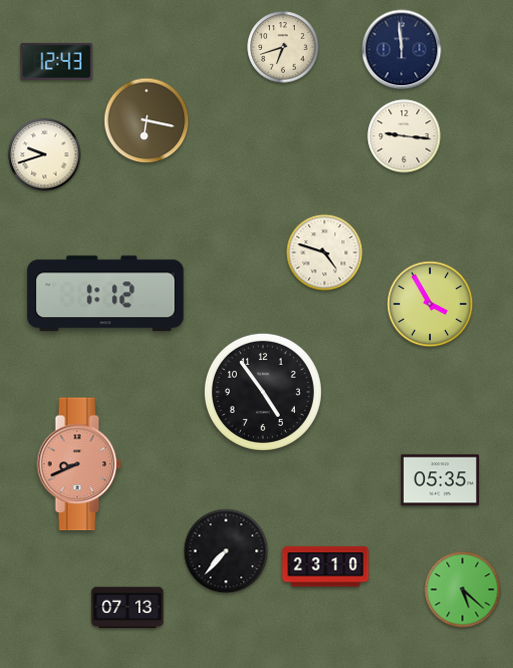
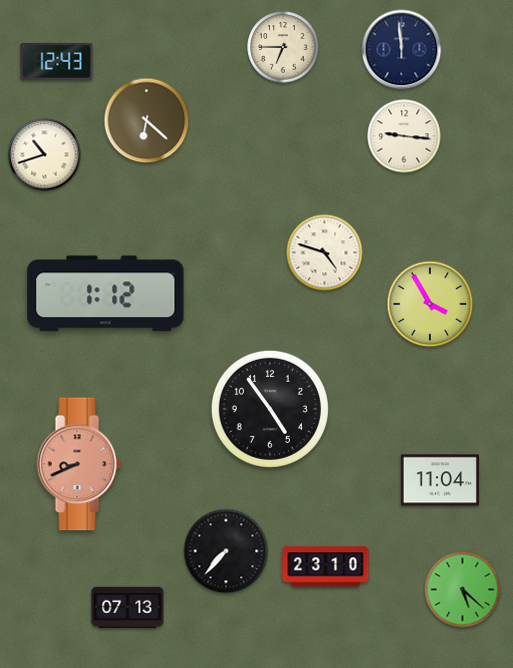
clock at (283, 47): 6:42 -> 6:45
clock at (147, 121): 6:17 -> 6:22
clock at (45, 155): 9:42 -> 10:42
clock at (263, 392) position: (263, 392) -> (270, 409)
clock at (439, 480): 05:35 -> 11:04
